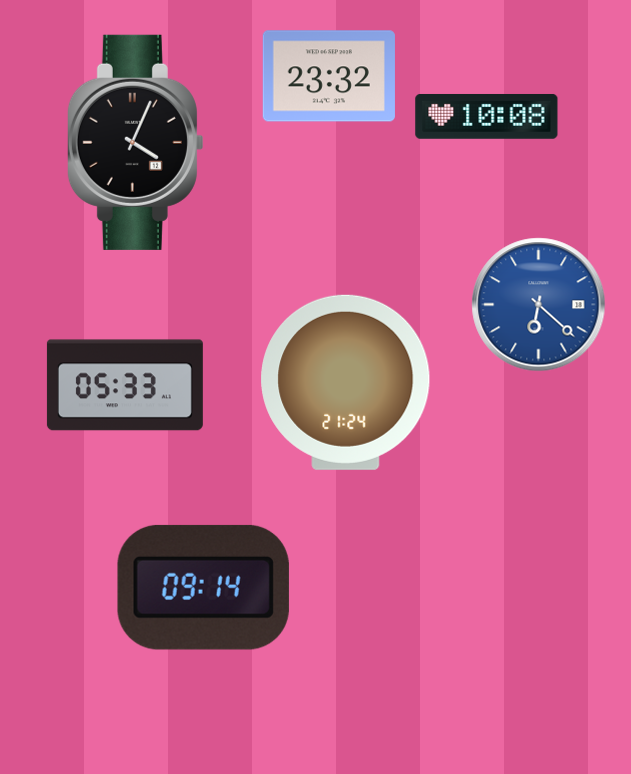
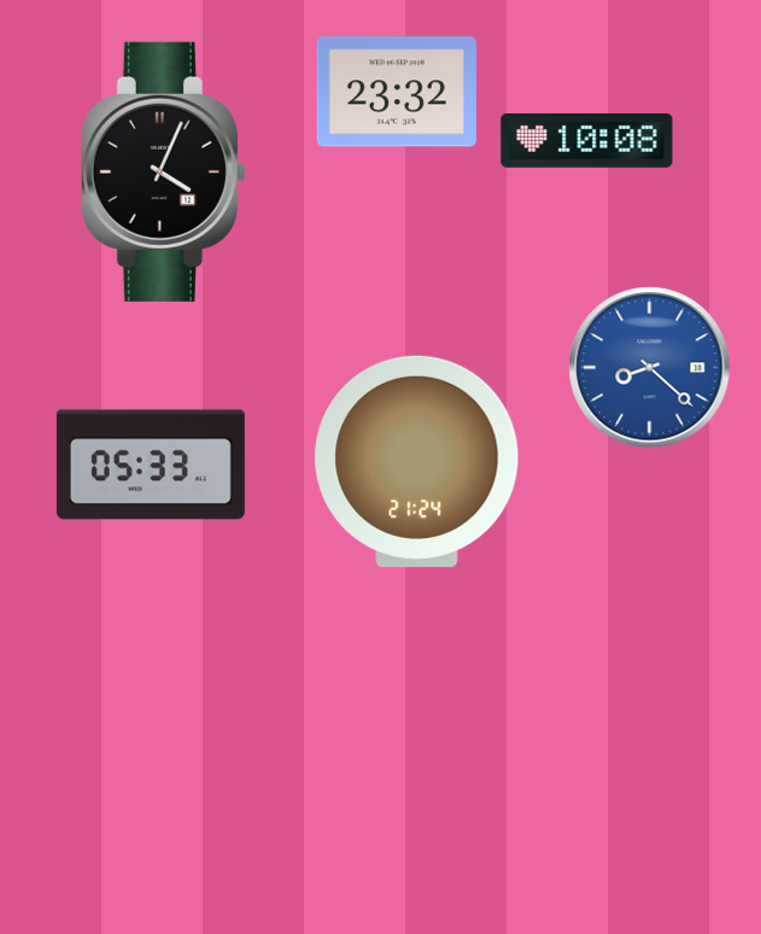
clock at (539, 305): 6:22 -> 8:22
clock at (203, 587): 09:14 -> none
